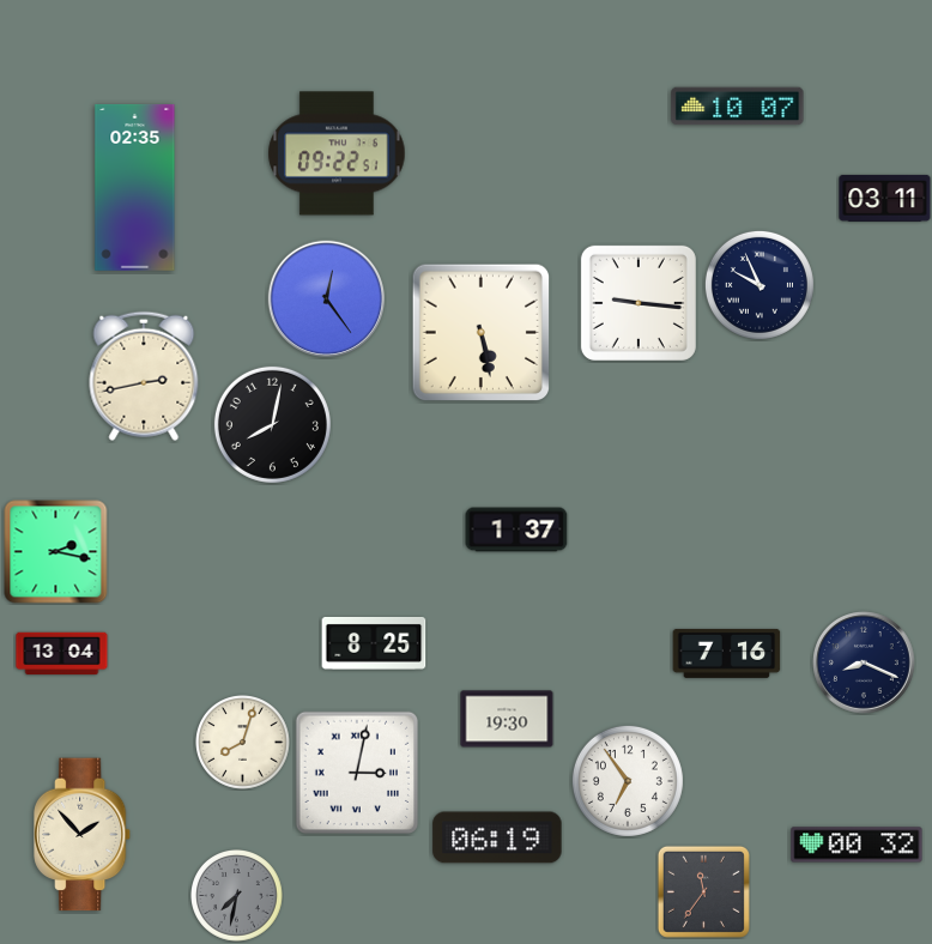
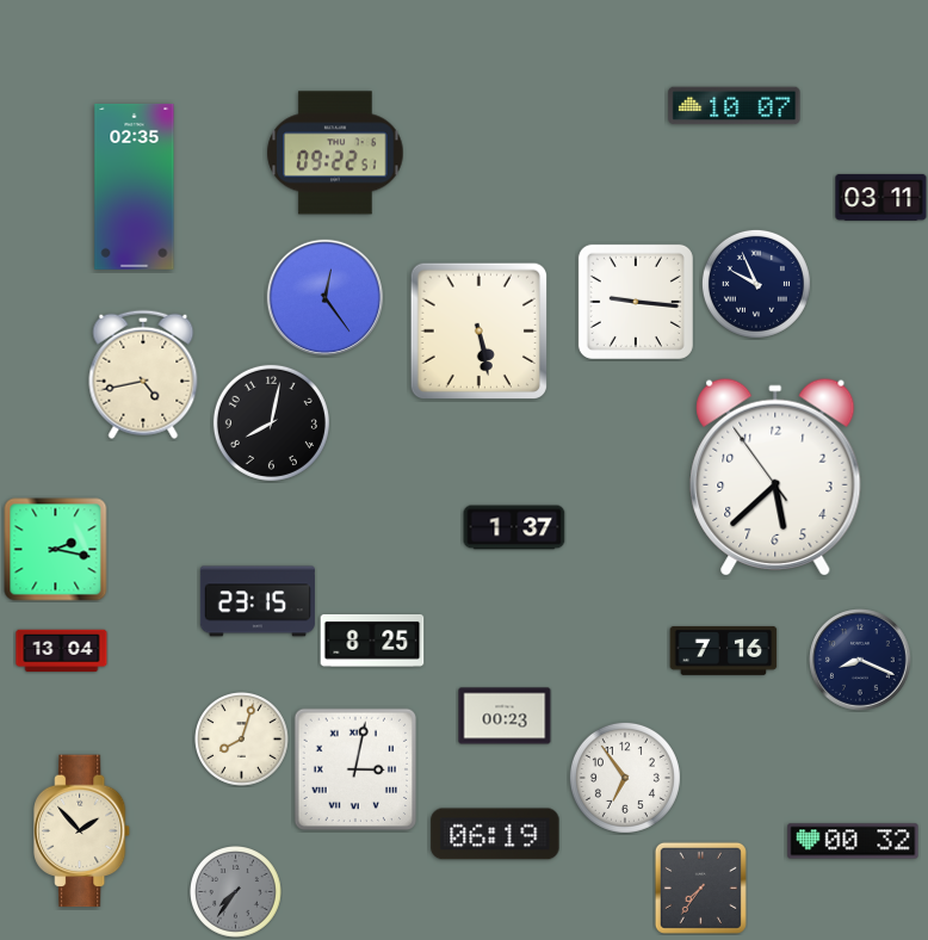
clock at (144, 376): 2:43 -> 4:43
clock at (775, 477): none -> 5:37
clock at (258, 601): none -> 23:15
clock at (507, 719): 19:30 -> 00:23
clock at (703, 891): 11:36 -> 7:36
clock at (237, 896): 7:32 -> 7:36
